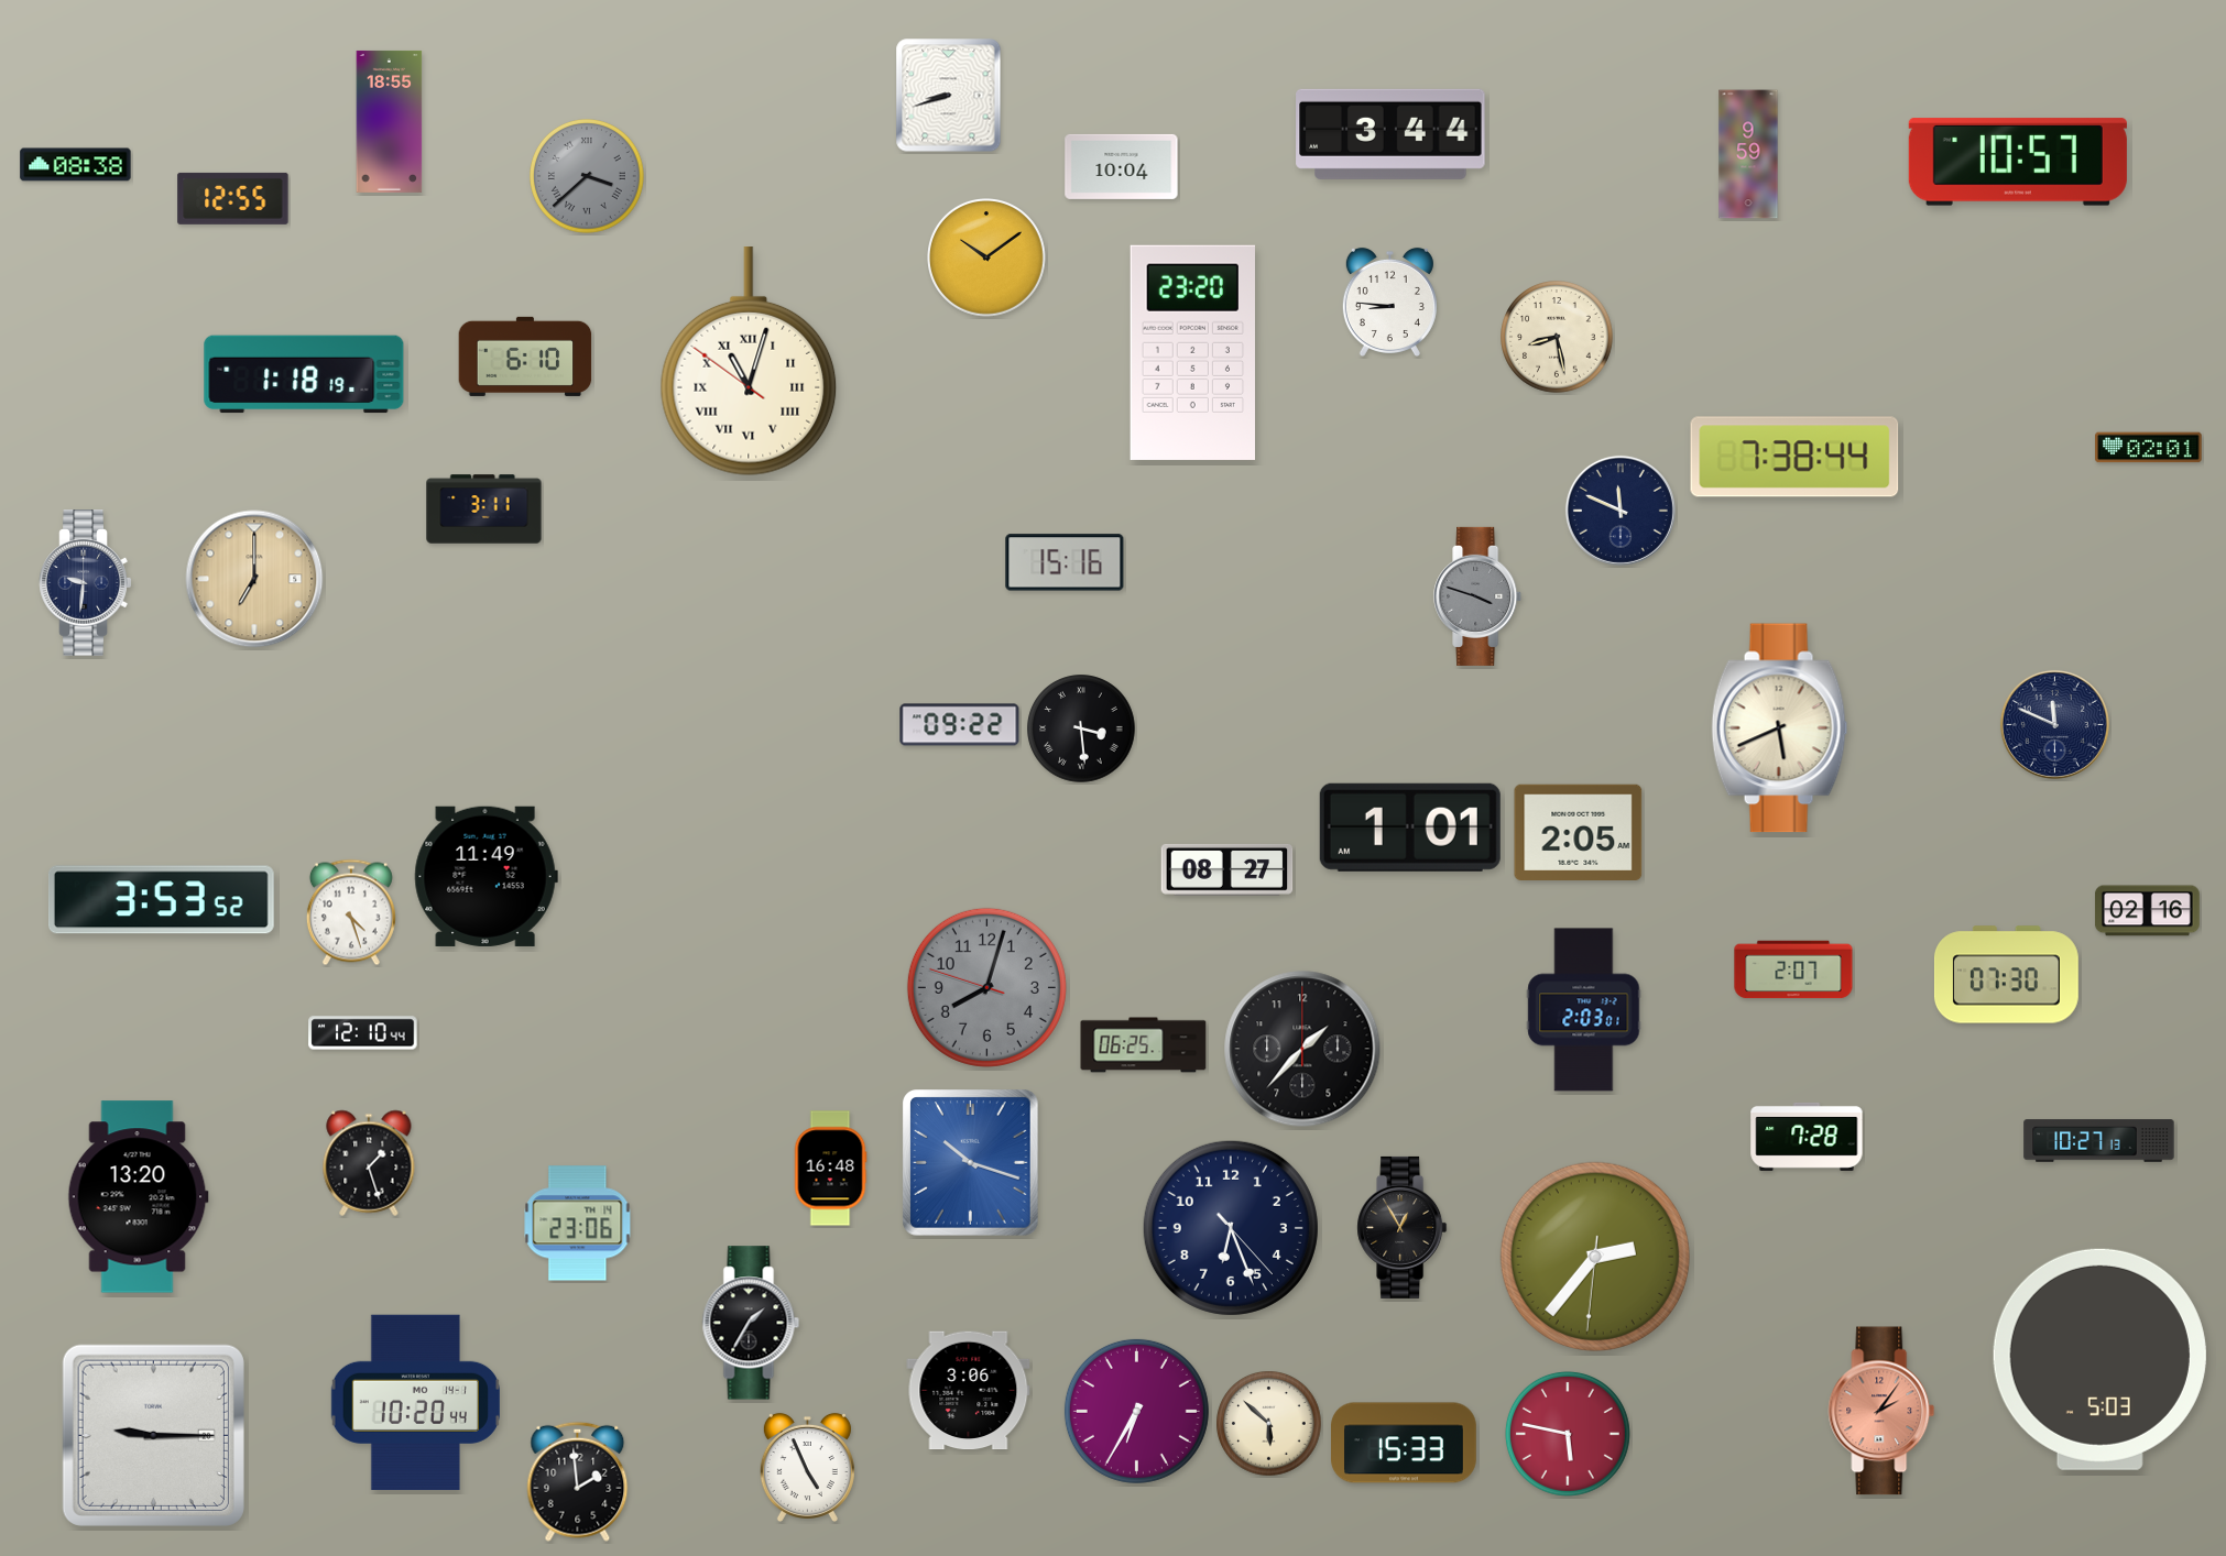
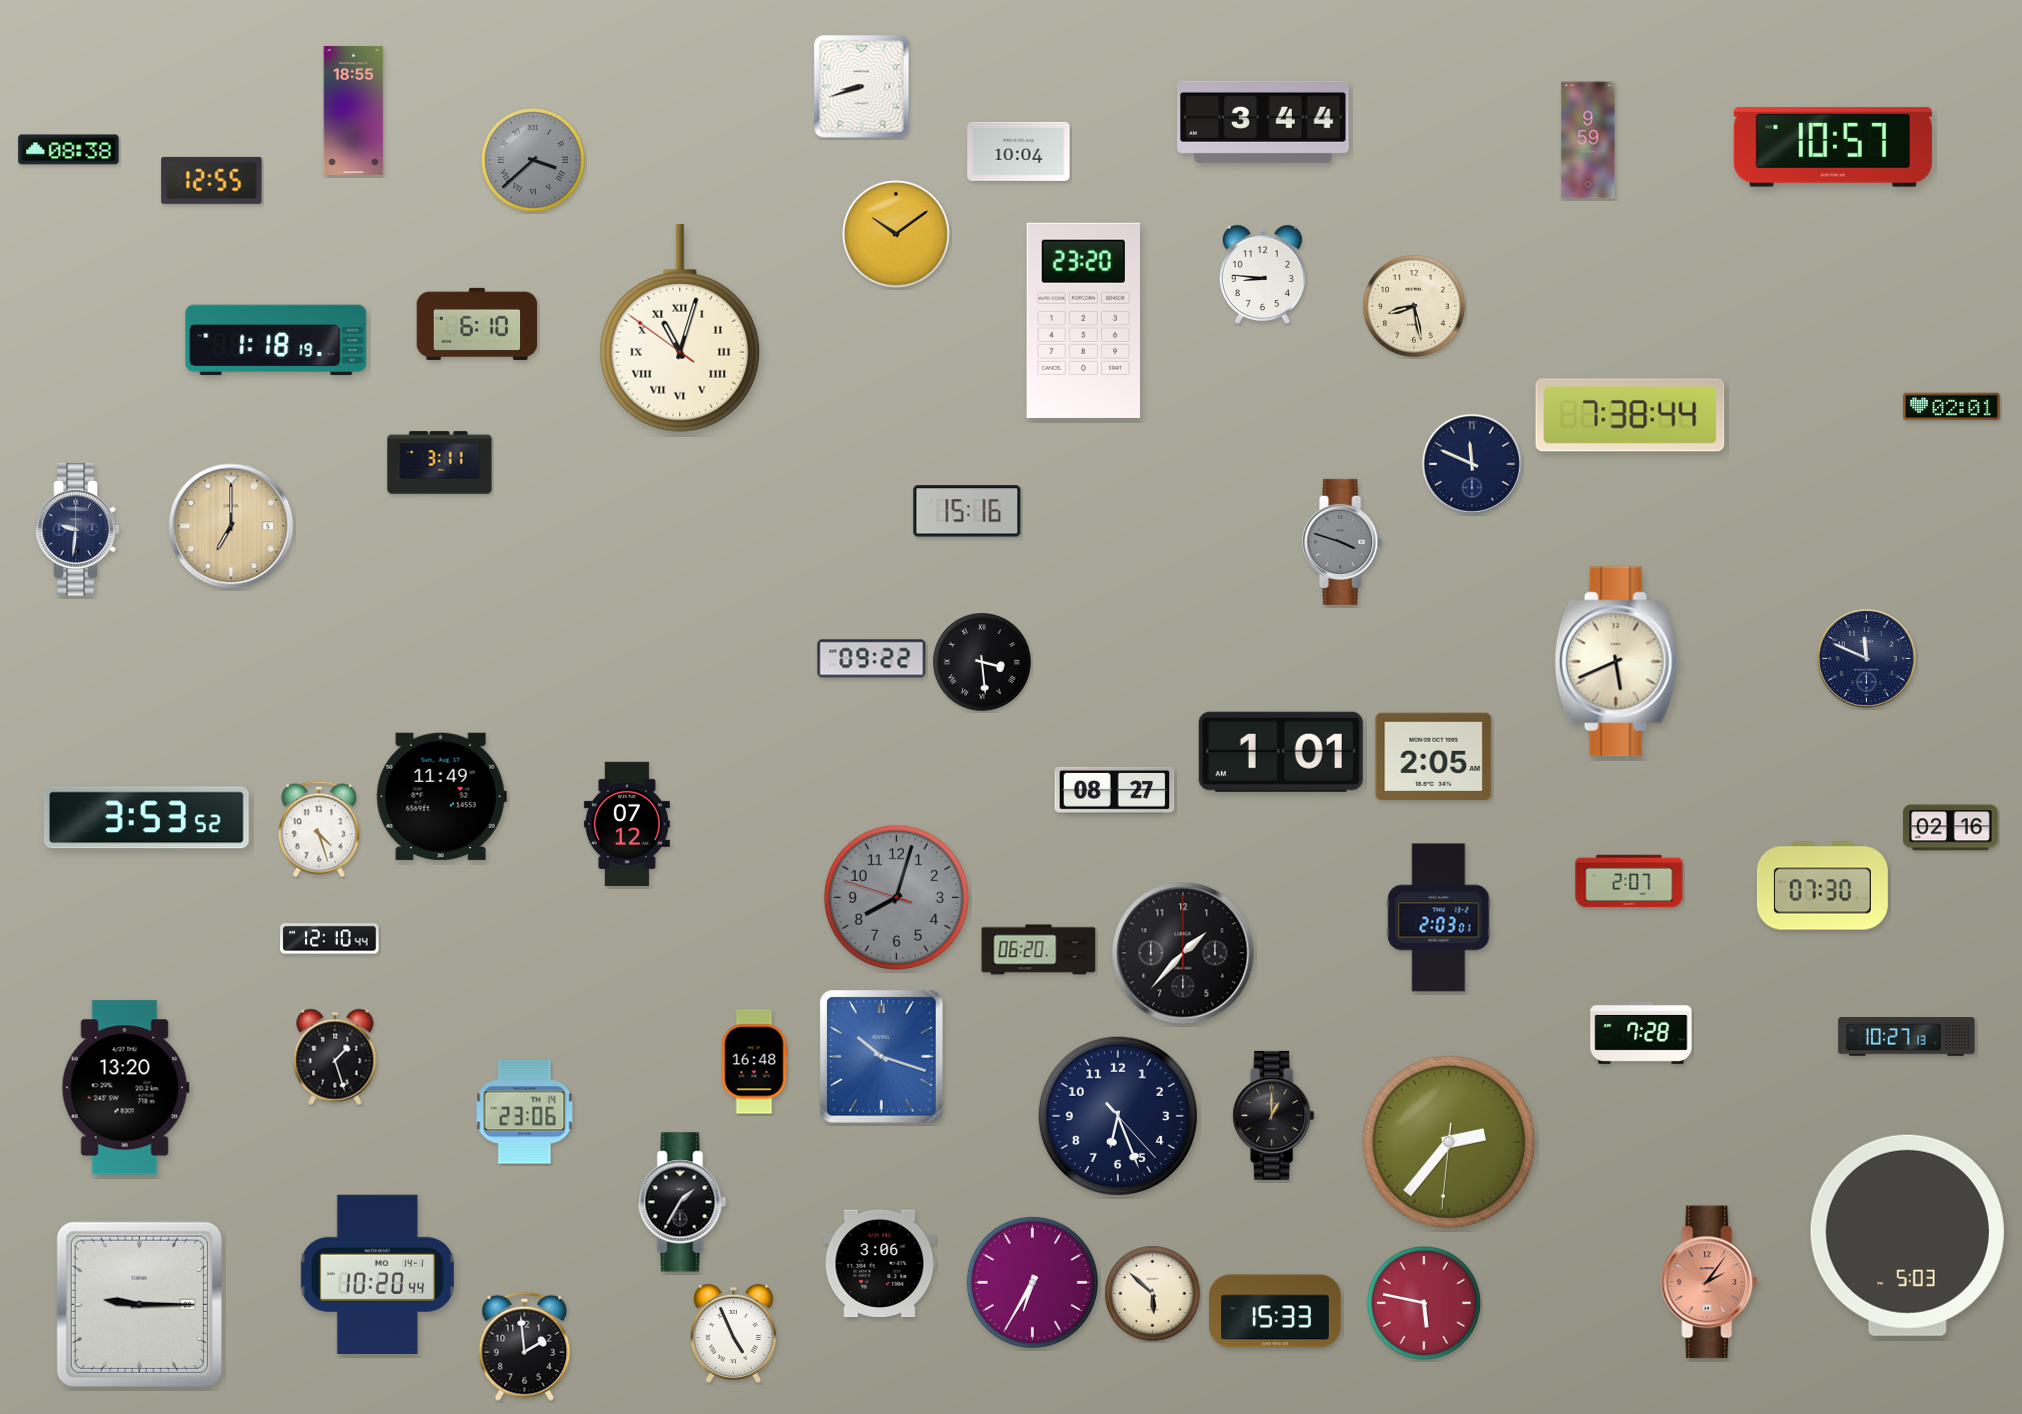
clock at (627, 823): none -> 07:12
clock at (1144, 1045): 06:25 -> 06:20
clock at (1403, 1227): 12:55 -> 1:00
